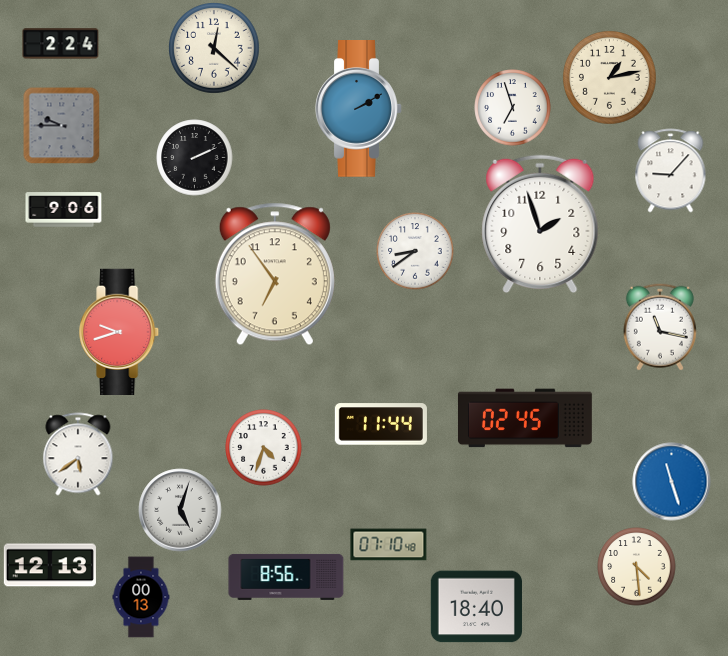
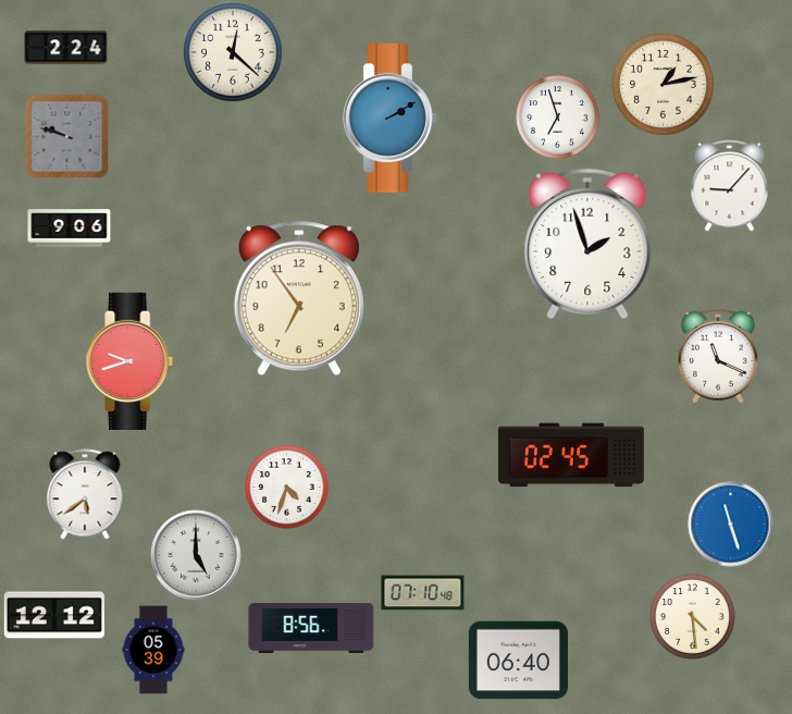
clock at (61, 126): 9:45 -> 9:48
clock at (195, 158): 2:11 -> none
clock at (415, 251): 8:39 -> none
clock at (660, 327): 11:17 -> 11:19
clock at (381, 424): 11:44 -> none
clock at (180, 510): 5:03 -> 5:00
clock at (50, 565): 12:13 -> 12:12
clock at (141, 597): 00:13 -> 05:39
clock at (476, 607): 18:40 -> 06:40
